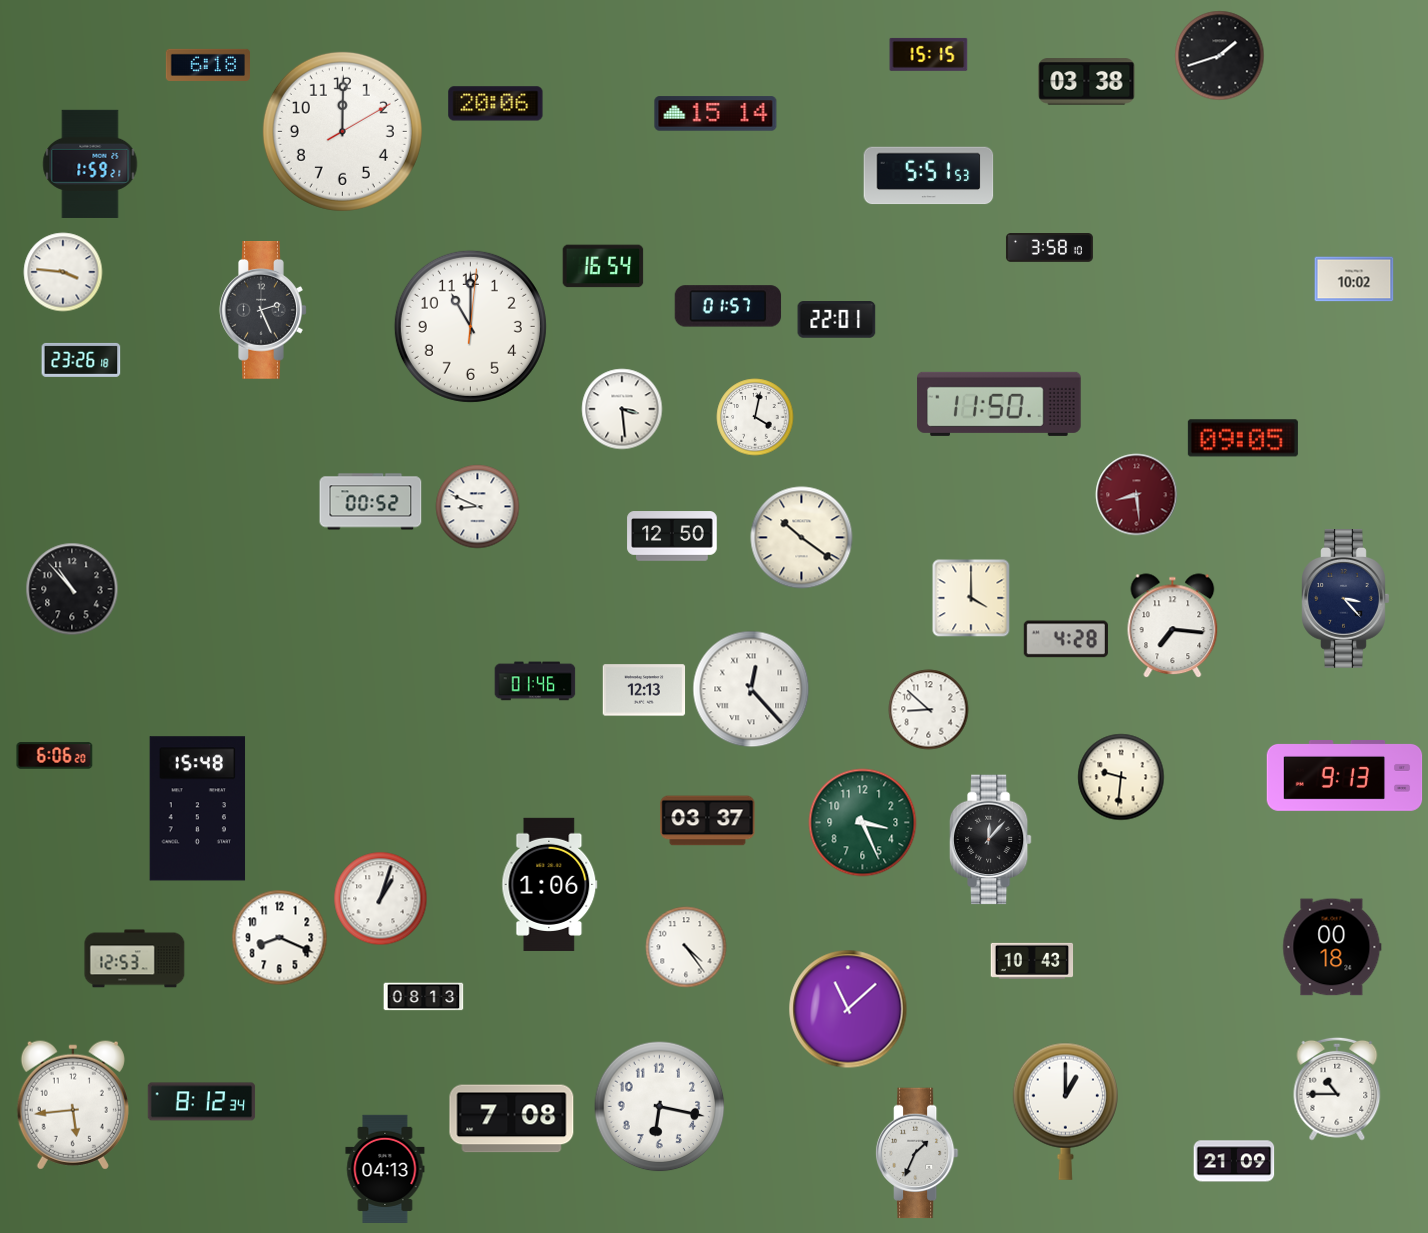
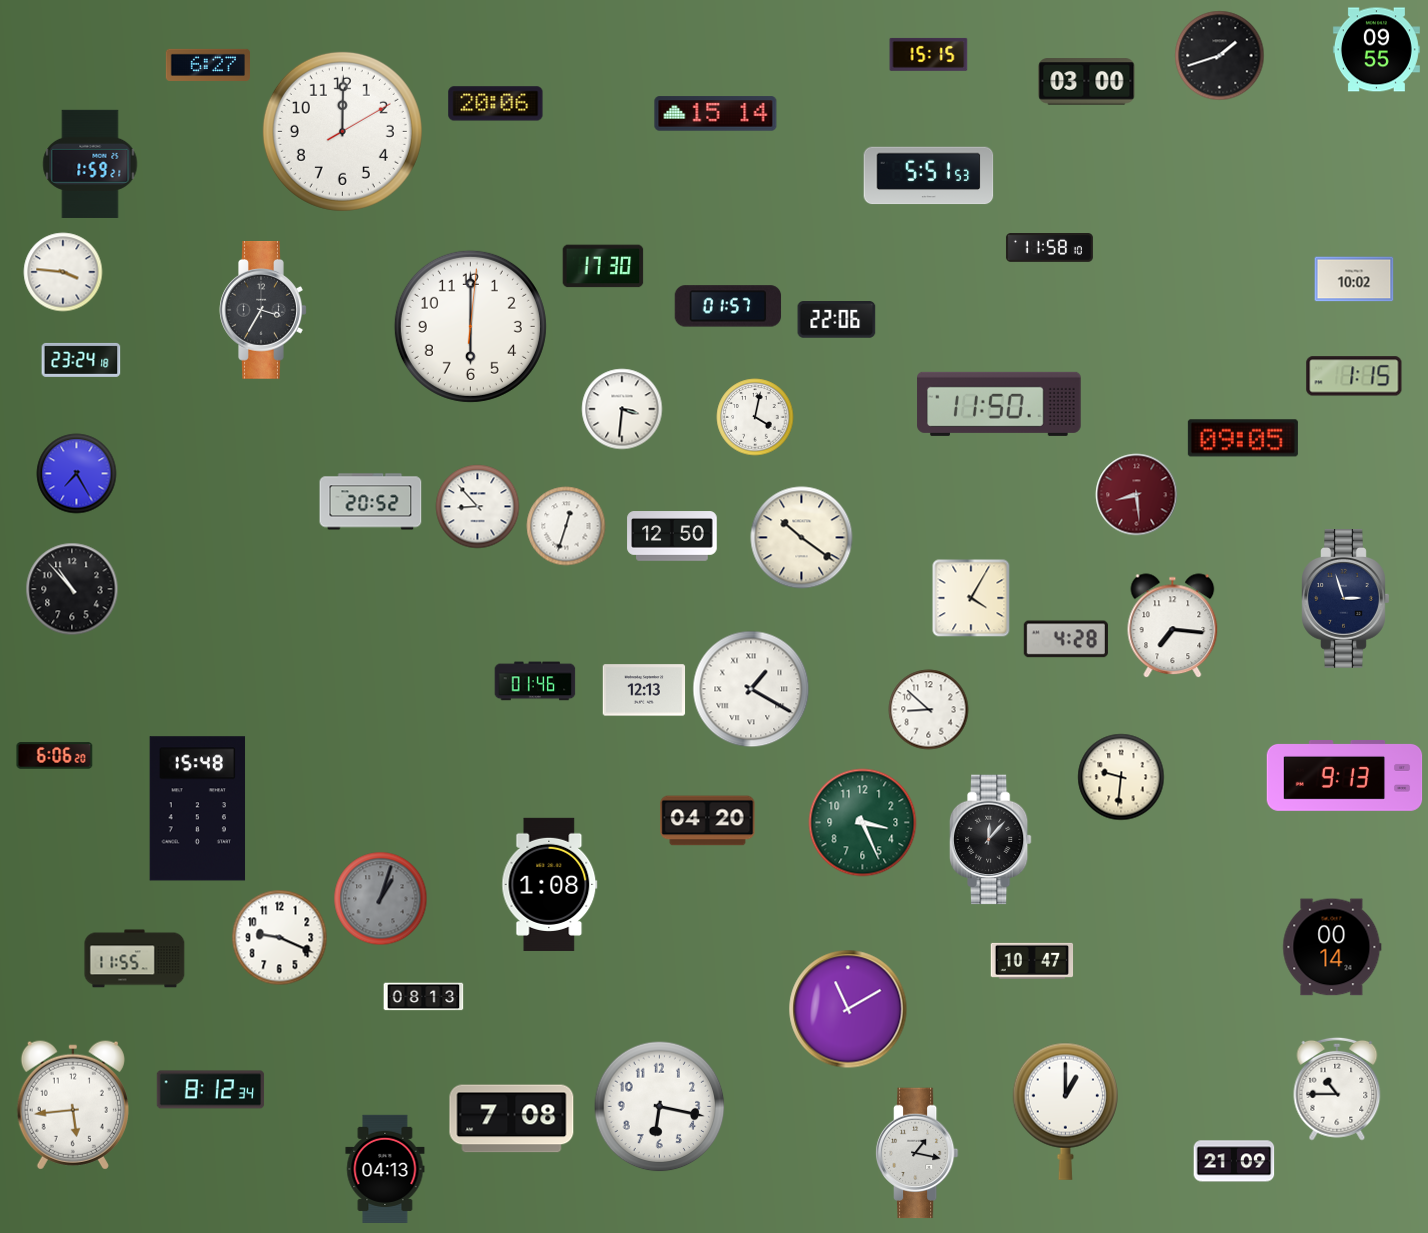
clock at (1376, 50): none -> 09:55
clock at (208, 65): 6:18 -> 6:27
clock at (1087, 82): 03:38 -> 03:00
clock at (1049, 248): 3:58 -> 11:58
clock at (603, 266): 16:54 -> 17:30
clock at (263, 311): 2:26 -> 3:35
clock at (837, 320): 22:01 -> 22:06
clock at (470, 326): 11:00 -> 6:00
clock at (81, 360): 23:26 -> 23:24
clock at (1354, 376): none -> 1:15
clock at (622, 409): 3:29 -> 3:31
clock at (77, 474): none -> 7:25
clock at (371, 502): 00:52 -> 20:52
clock at (478, 507): 8:49 -> 8:53
clock at (566, 526): none -> 12:33
clock at (971, 598): 4:00 -> 4:05
clock at (1346, 599): 3:23 -> 2:57
clock at (751, 689): 12:23 -> 1:20
clock at (708, 821): 03:37 -> 04:20
clock at (550, 884): 1:06 -> 1:08
clock at (381, 899) dial: white -> grey
clock at (280, 938): 8:19 -> 9:19
clock at (686, 947): 4:24 -> none
clock at (1332, 947): 00:18 -> 00:14
clock at (135, 959): 12:53 -> 11:55
clock at (1032, 961): 10:43 -> 10:47
clock at (848, 1009): 11:08 -> 11:10
clock at (202, 1102) position: (202, 1102) -> (211, 1090)
clock at (917, 1153): 1:34 -> 1:17
